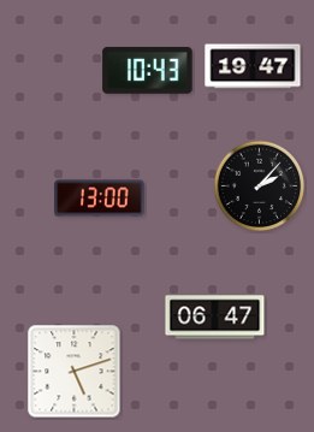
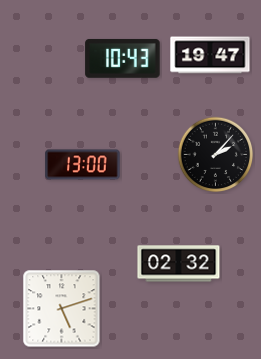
clock at (215, 318): 06:47 -> 02:32
